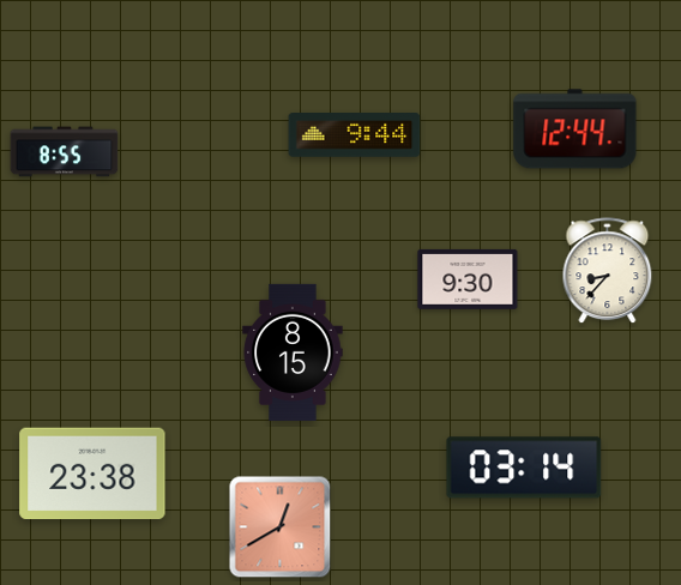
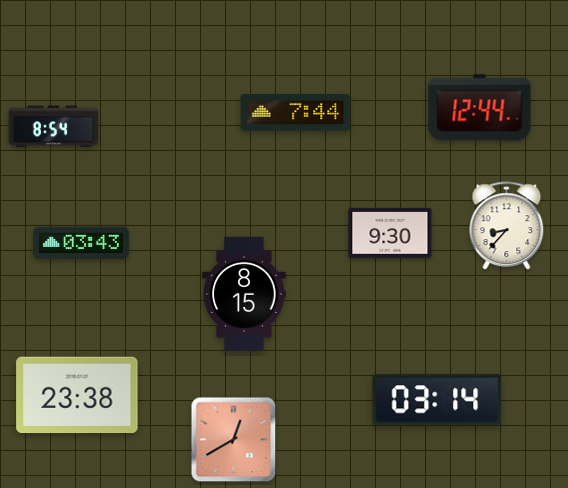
clock at (355, 135): 9:44 -> 7:44
clock at (65, 152): 8:55 -> 8:54
clock at (81, 243): none -> 03:43
clock at (524, 468) position: (524, 468) -> (437, 400)
